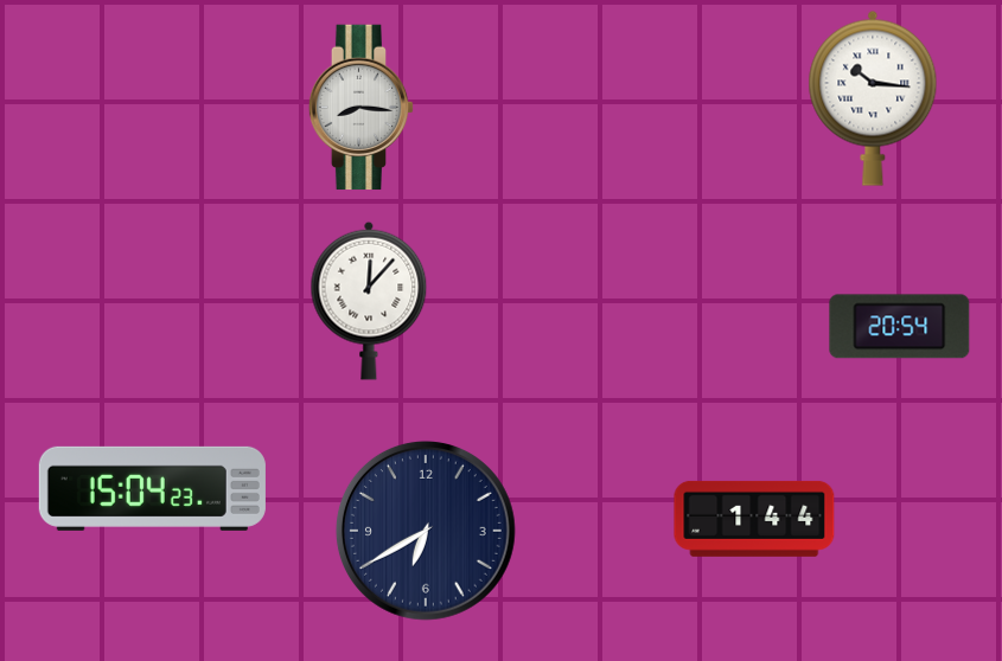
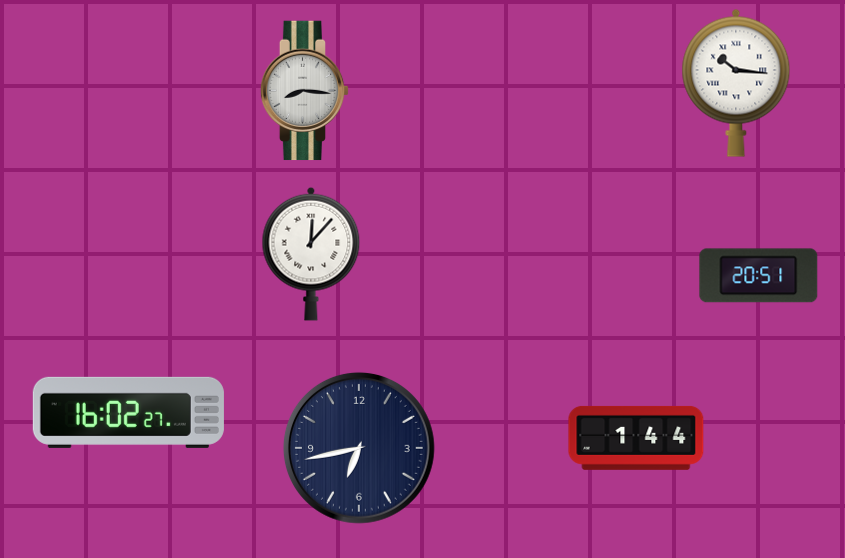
clock at (900, 327): 20:54 -> 20:51
clock at (152, 488): 15:04 -> 16:02
clock at (426, 531): 6:40 -> 6:43
